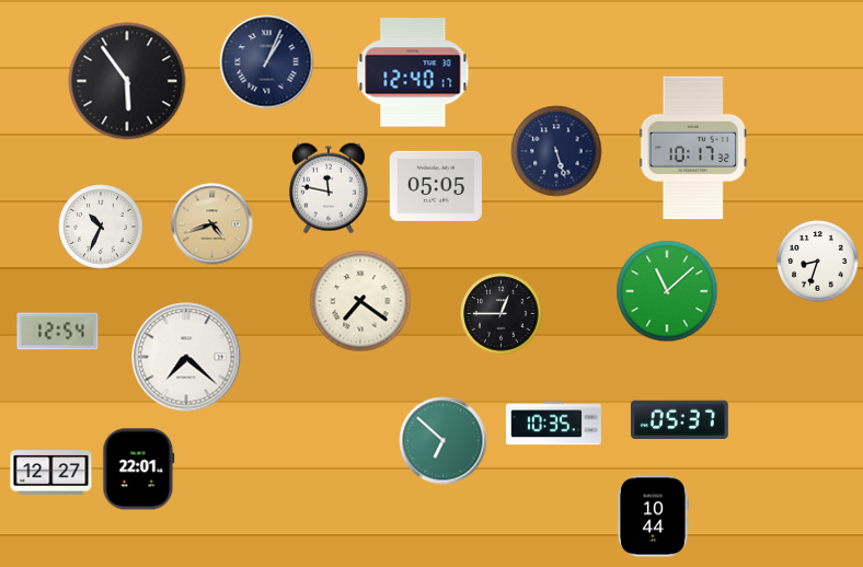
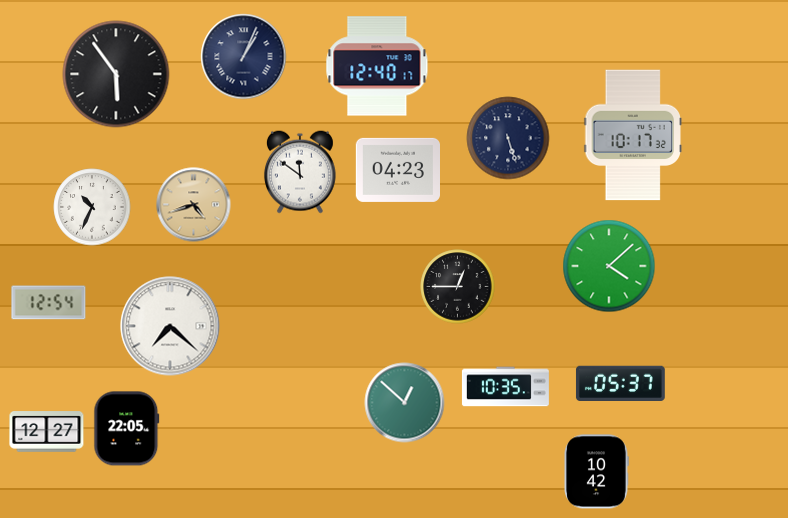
clock at (435, 186): 05:05 -> 04:23
clock at (329, 188): 11:47 -> 11:51
clock at (818, 262): 8:33 -> none
clock at (667, 291): 11:08 -> 4:08
clock at (360, 301): 7:21 -> none
clock at (58, 332) position: (58, 332) -> (49, 303)
clock at (444, 441): 6:52 -> 12:52
clock at (139, 470): 22:01 -> 22:05
clock at (653, 517): 10:44 -> 10:42
